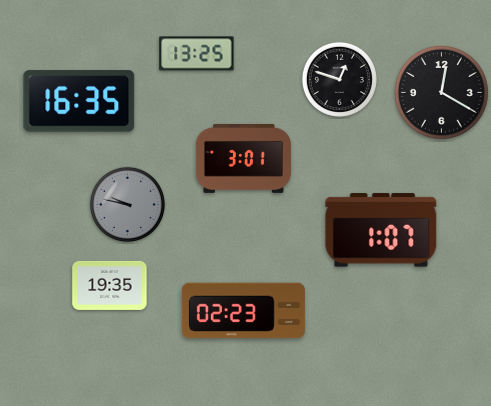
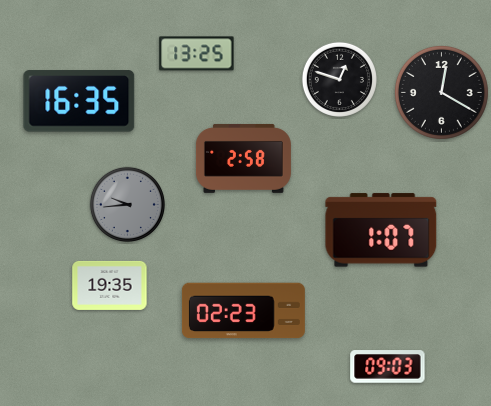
clock at (243, 158): 3:01 -> 2:58
clock at (127, 204): 9:47 -> 9:44
clock at (388, 367): none -> 09:03
